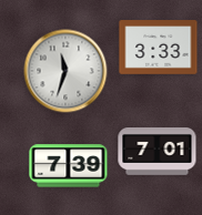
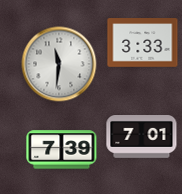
clock at (65, 71): 11:33 -> 11:31
